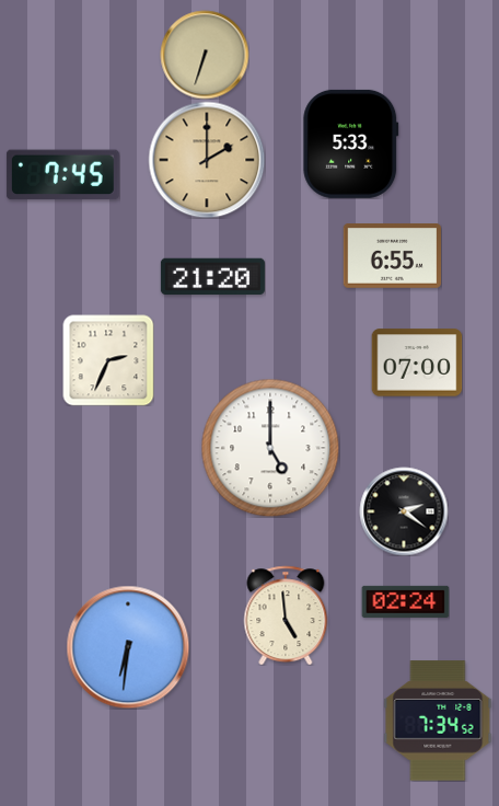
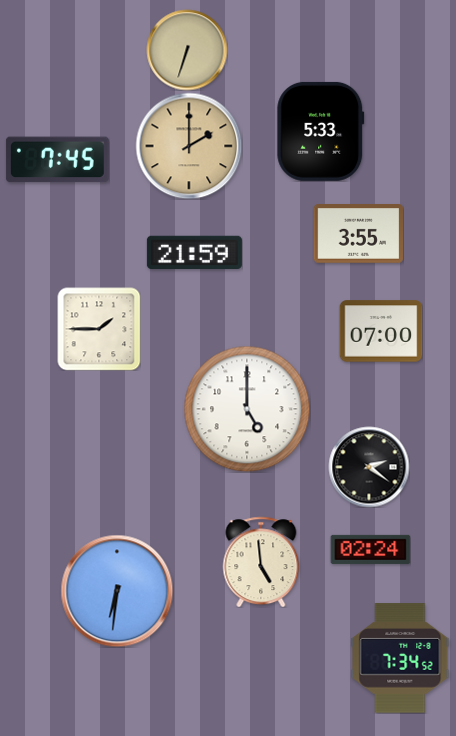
clock at (392, 256): 6:55 -> 3:55
clock at (212, 276): 21:20 -> 21:59
clock at (108, 360): 2:34 -> 1:45
